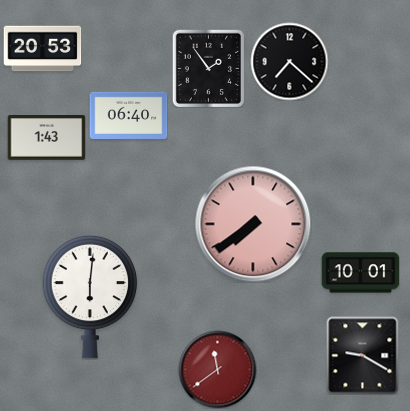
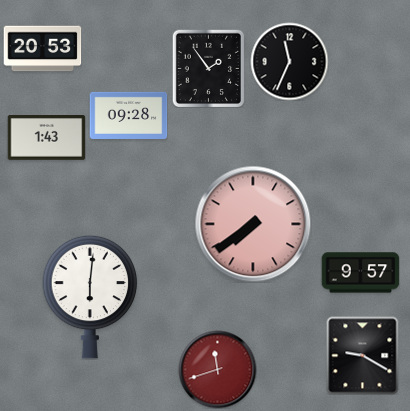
clock at (289, 61): 7:22 -> 11:34
clock at (128, 115): 06:40 -> 09:28
clock at (360, 273): 10:01 -> 9:57
clock at (217, 369): 11:39 -> 11:42
